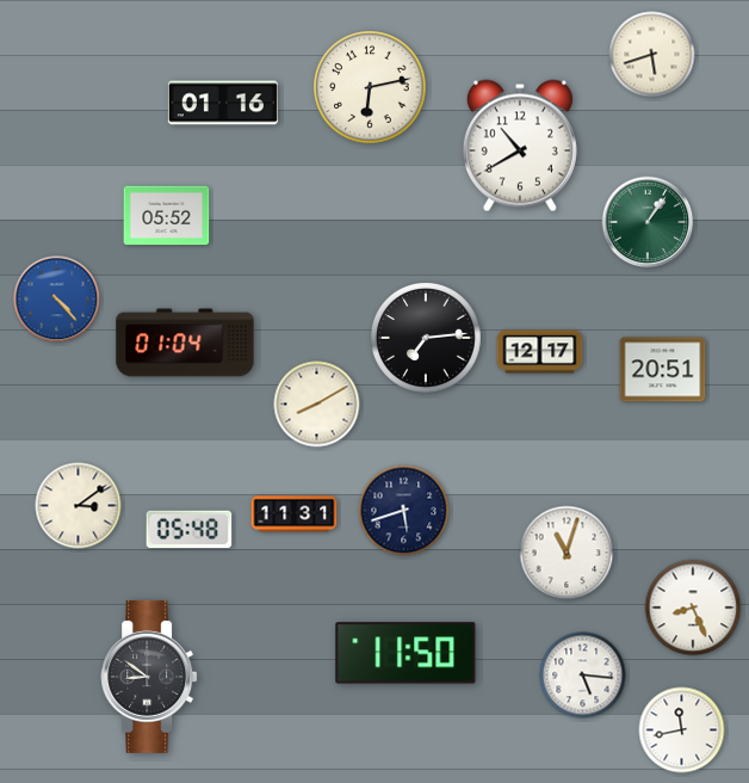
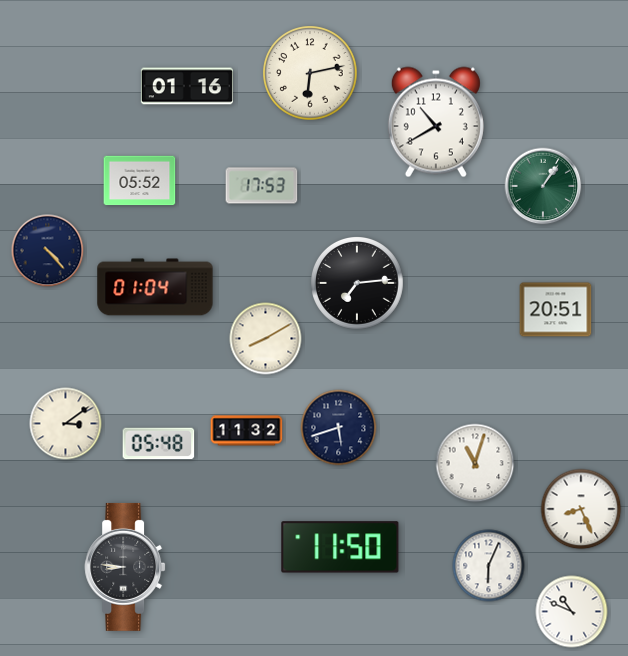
clock at (652, 55): 5:42 -> none
clock at (262, 186): none -> 17:53
clock at (57, 300) dial: blue -> navy
clock at (540, 352): 12:17 -> none
clock at (295, 514): 11:31 -> 11:32
clock at (583, 676): 5:16 -> 6:04
clock at (149, 677): 8:51 -> 8:46
clock at (682, 730): 11:43 -> 10:49
